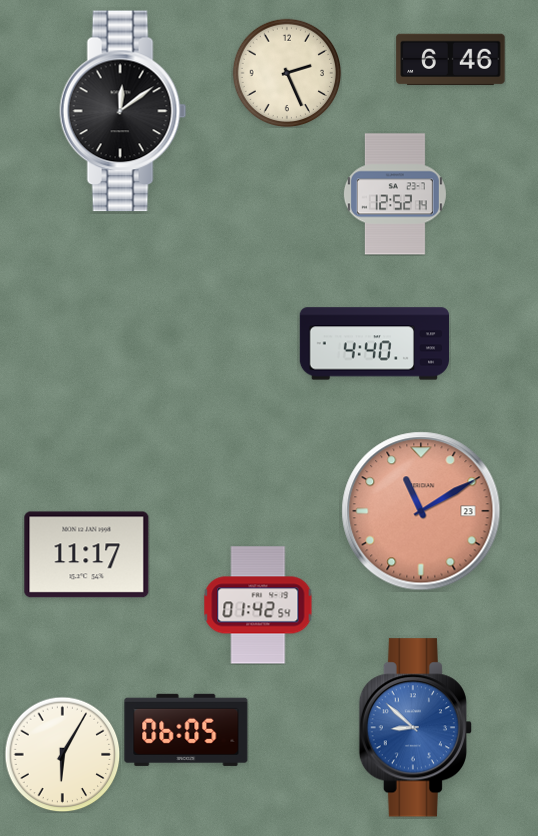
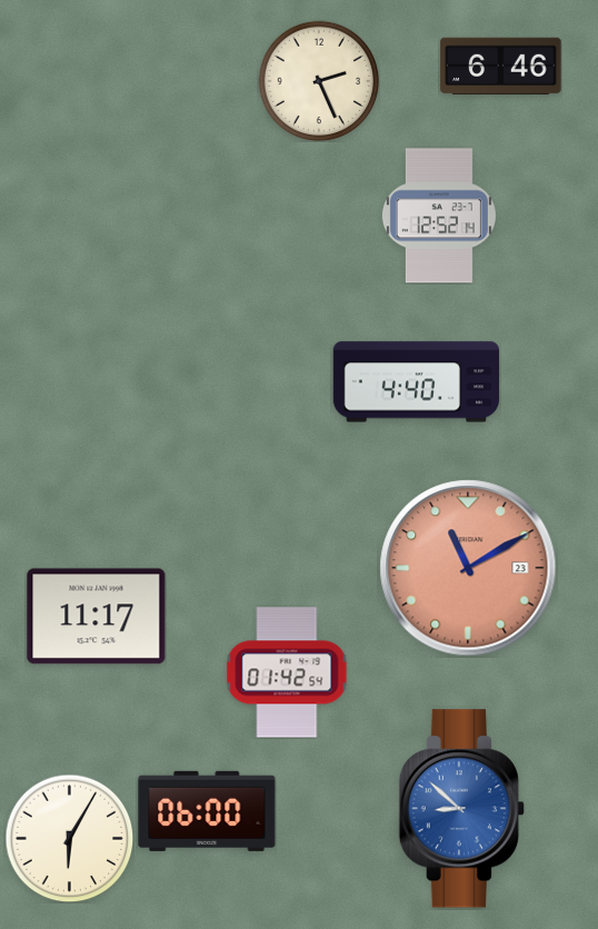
clock at (123, 111): 12:09 -> none
clock at (186, 730): 06:05 -> 06:00
